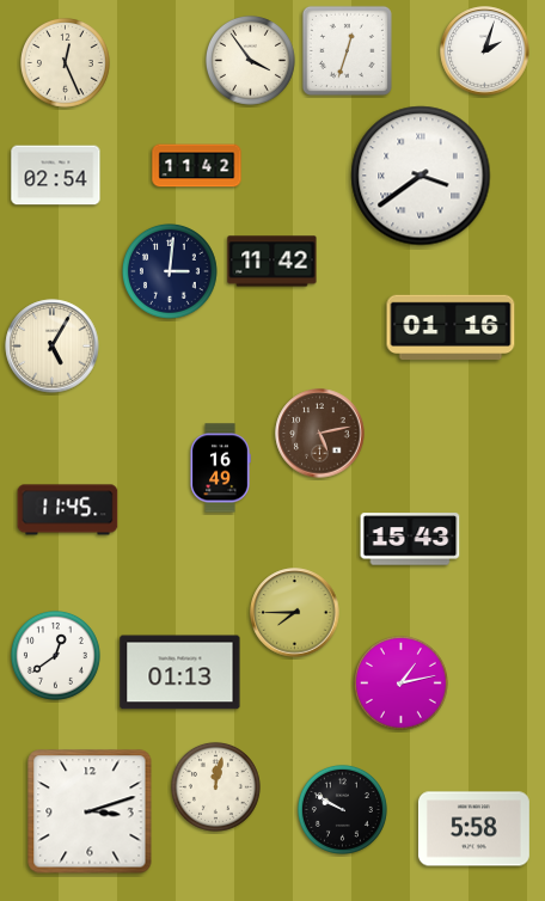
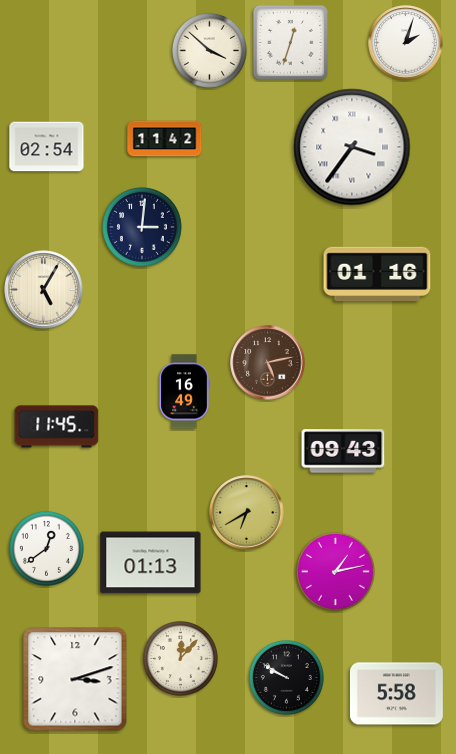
clock at (250, 60): 3:54 -> 3:52
clock at (65, 62): 12:26 -> none
clock at (421, 176): 3:39 -> 3:36
clock at (272, 262): 11:42 -> none
clock at (410, 539): 15:43 -> 09:43
clock at (295, 613): 7:45 -> 6:40
clock at (215, 786): 12:02 -> 12:07
